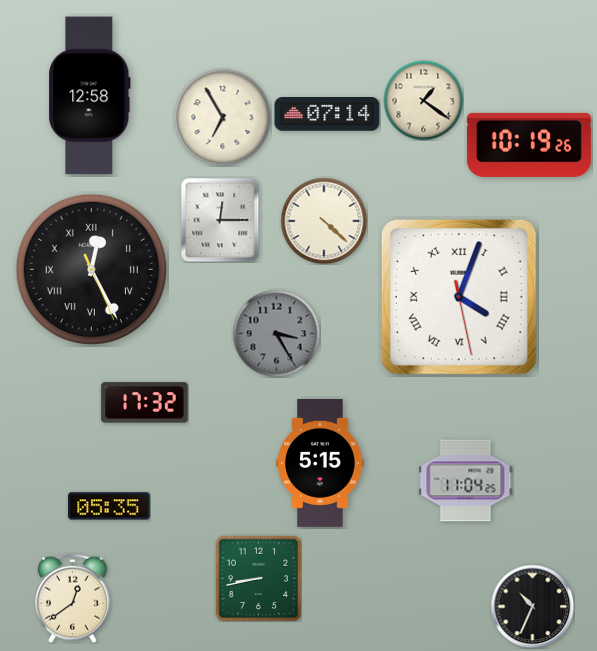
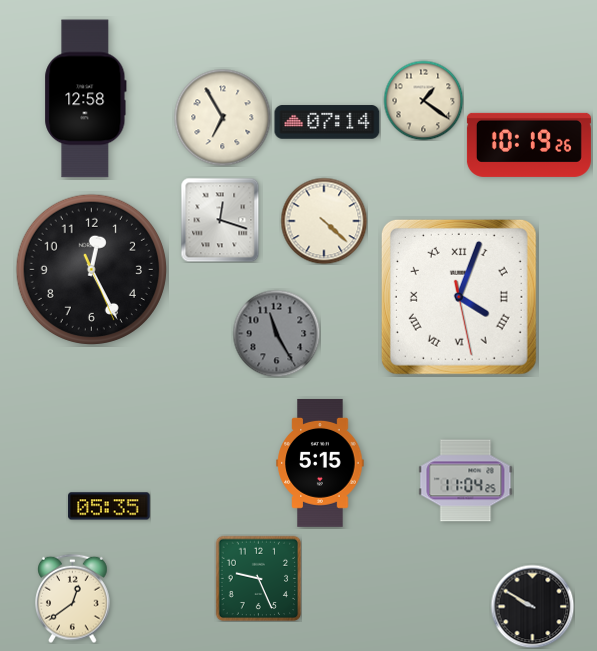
clock at (90, 96) position: (90, 96) -> (86, 99)
clock at (327, 114) position: (327, 114) -> (327, 122)
clock at (220, 220): 12:15 -> 12:18
clock at (91, 269) numerals: Roman -> Arabic
clock at (276, 333): 3:25 -> 11:25
clock at (145, 403): 17:32 -> none
clock at (258, 578): 8:43 -> 9:26
clock at (532, 606): 10:34 -> 9:50
